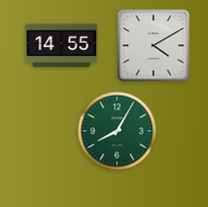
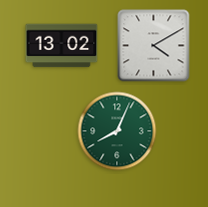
clock at (62, 46): 14:55 -> 13:02
clock at (117, 131): 8:05 -> 8:04
